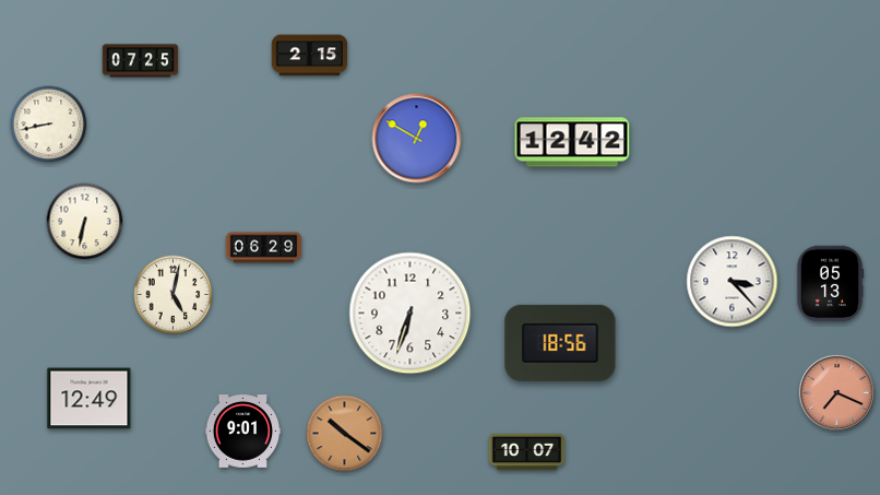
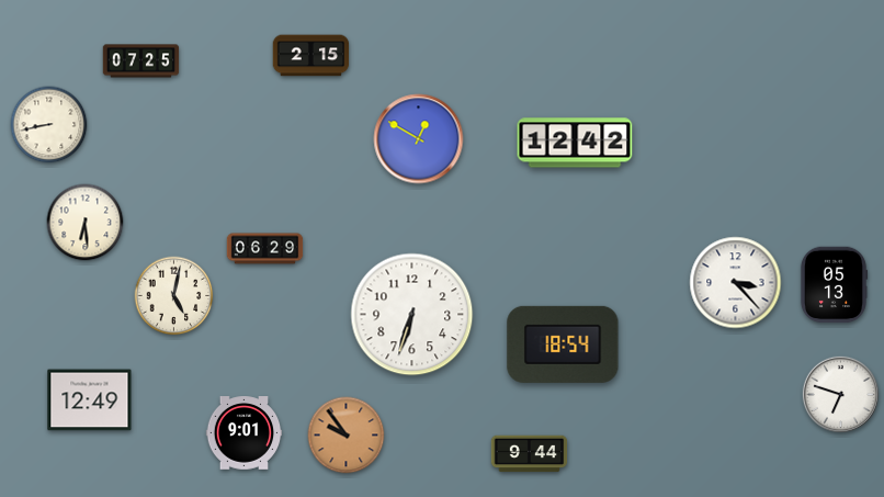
clock at (85, 222): 6:32 -> 6:29
clock at (560, 343): 18:56 -> 18:54
clock at (836, 392): 7:19 -> 6:48
clock at (836, 392) dial: salmon -> white
clock at (345, 434): 10:21 -> 9:54
clock at (527, 452): 10:07 -> 9:44
